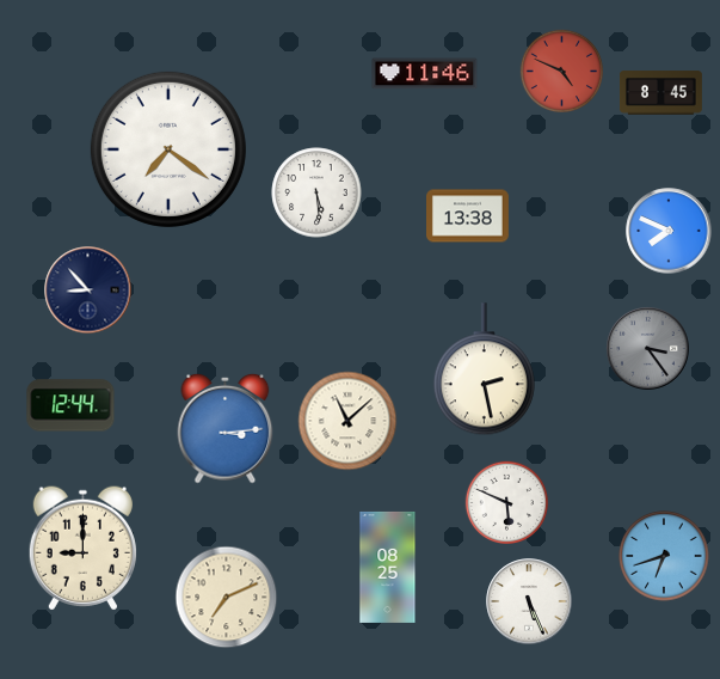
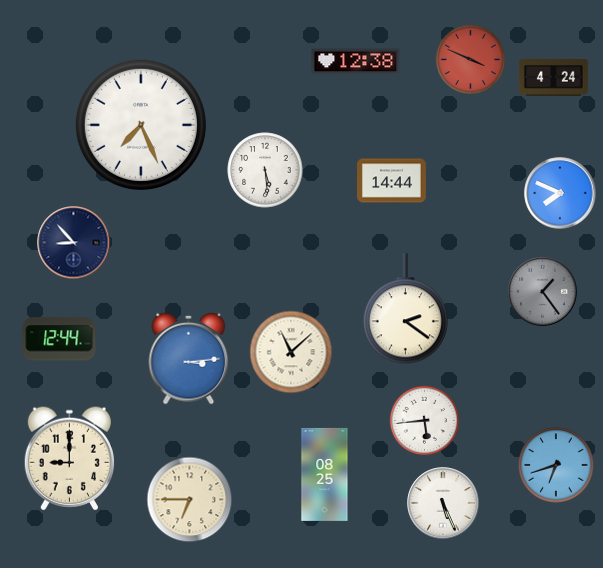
clock at (561, 71): 4:49 -> 3:49
clock at (425, 74): 11:46 -> 12:38
clock at (660, 93): 8:45 -> 4:24
clock at (168, 149): 7:21 -> 7:26
clock at (316, 192) position: (316, 192) -> (265, 170)
clock at (468, 216): 13:38 -> 14:44
clock at (648, 349): 3:24 -> 1:24
clock at (484, 369): 2:28 -> 2:21
clock at (506, 502): 5:49 -> 5:44
clock at (227, 598): 7:11 -> 6:45
